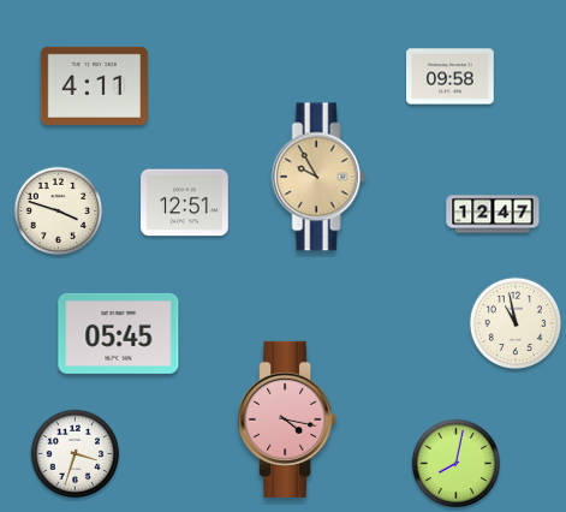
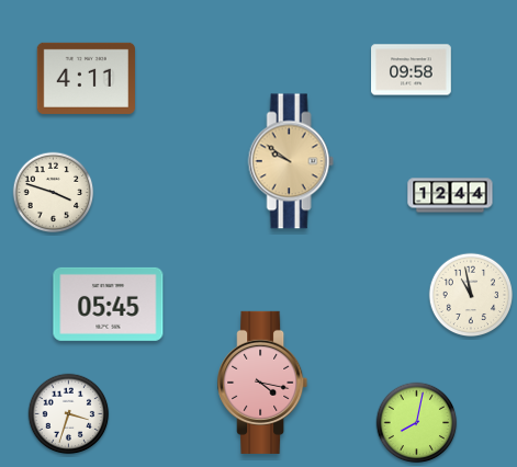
clock at (318, 177): 9:55 -> 9:51
clock at (185, 203): 12:51 -> none
clock at (493, 214): 12:47 -> 12:44
